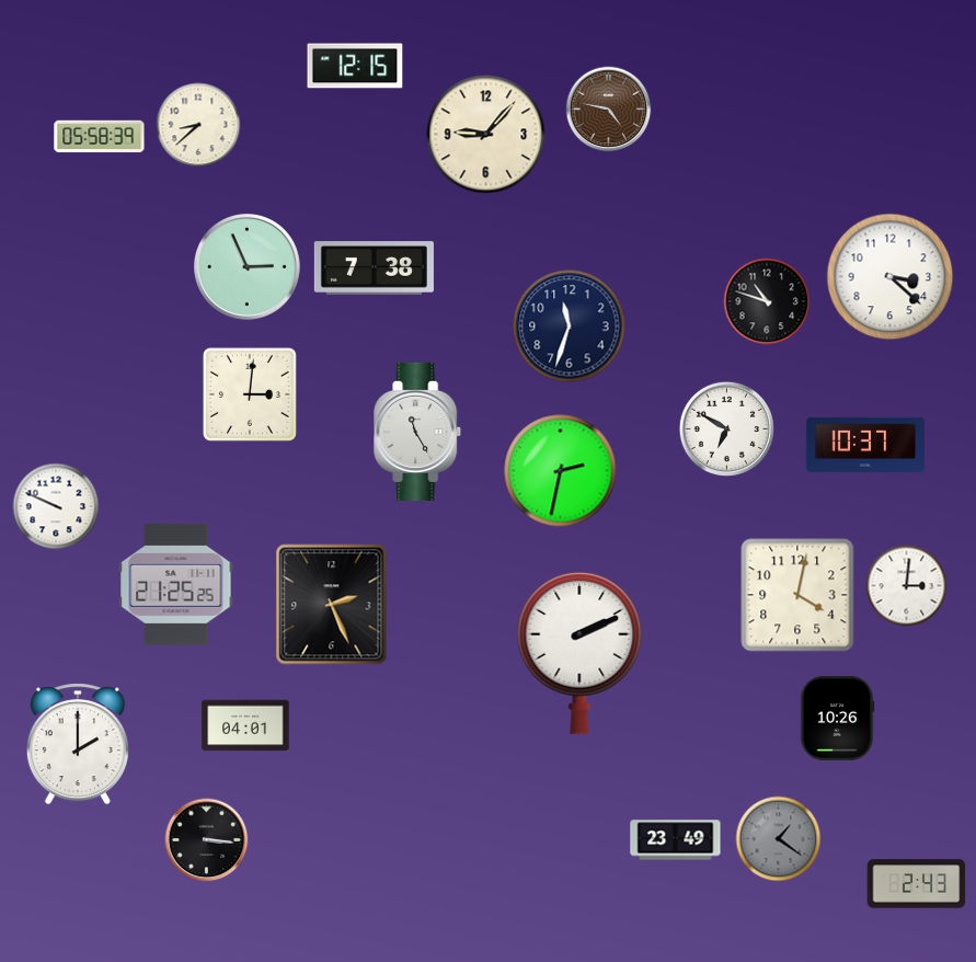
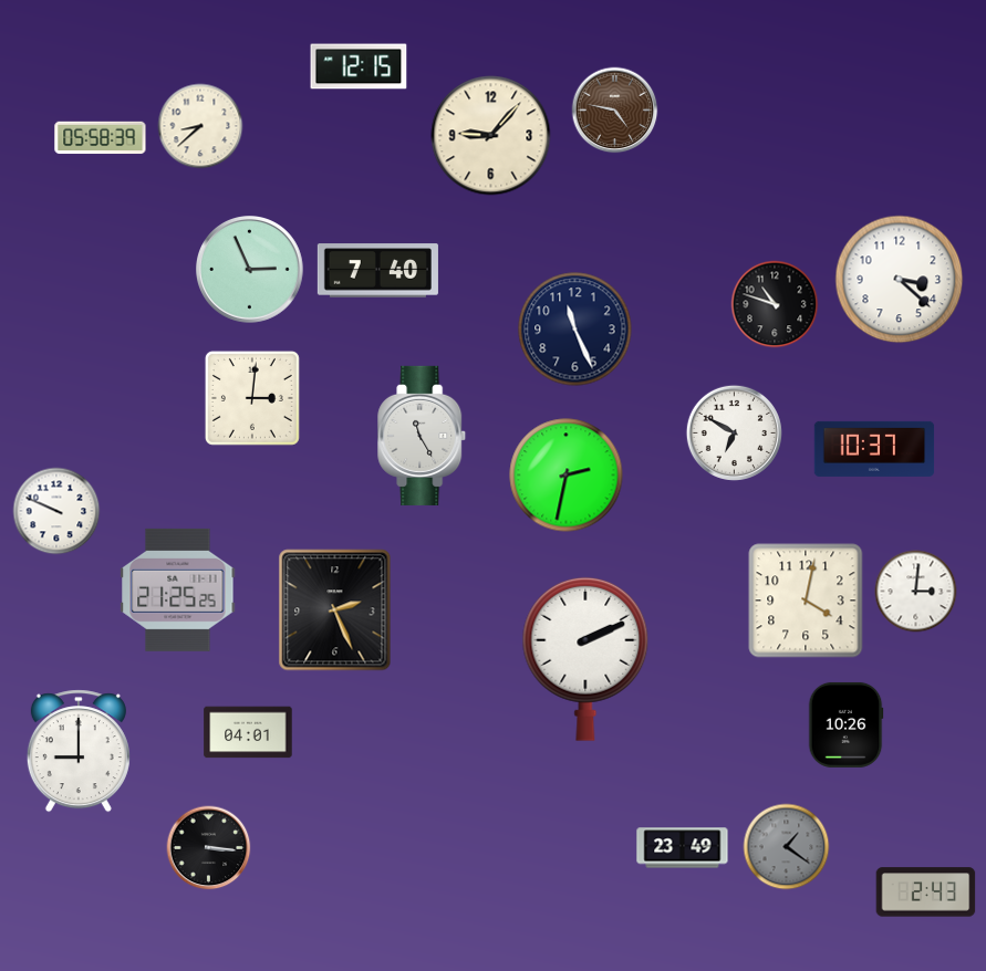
clock at (374, 268): 7:38 -> 7:40
clock at (570, 327): 11:33 -> 11:26
clock at (78, 744): 2:00 -> 9:00
